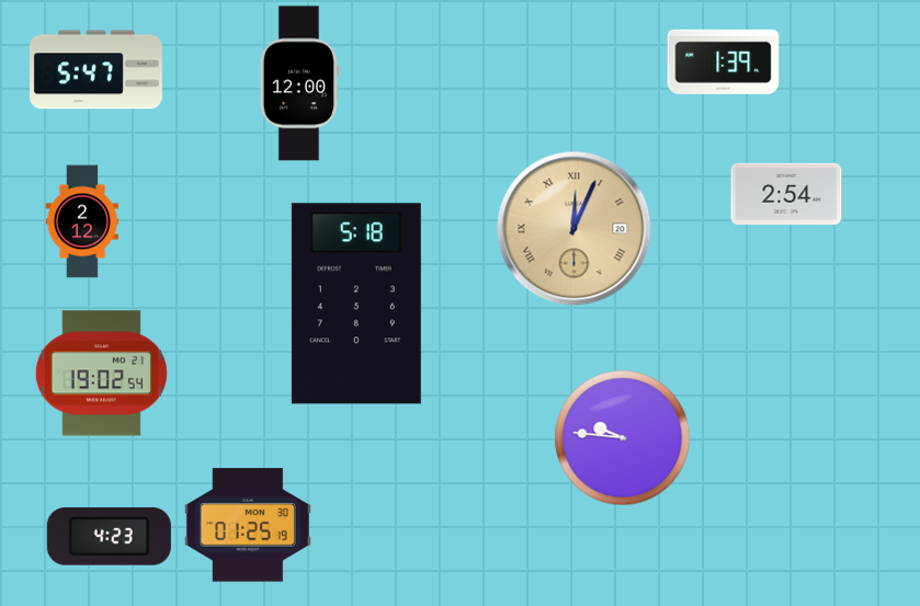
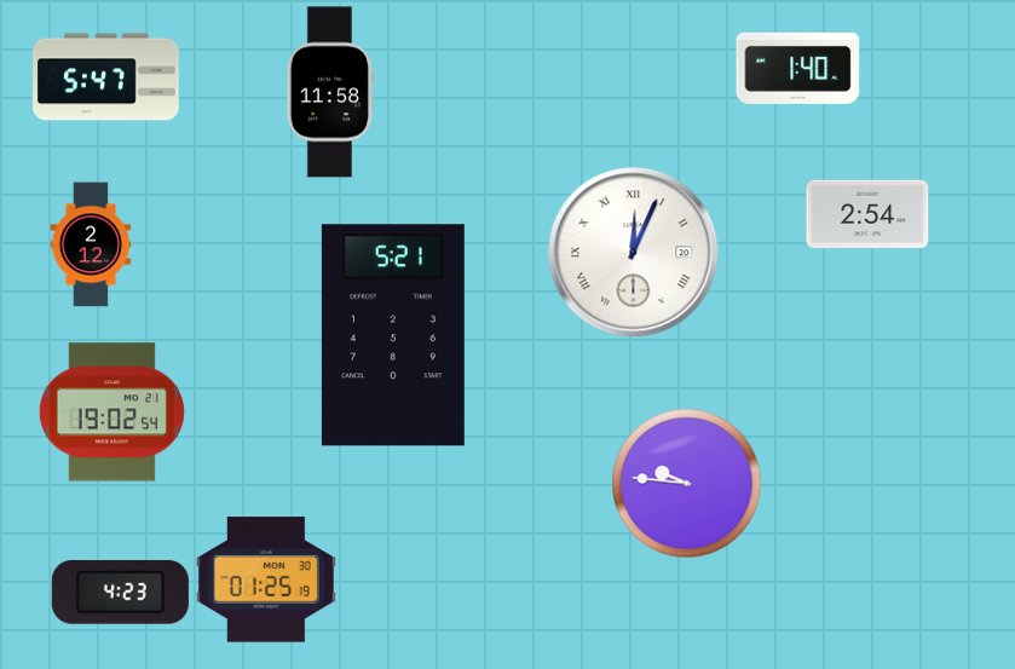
clock at (724, 61): 1:39 -> 1:40
clock at (299, 83): 12:00 -> 11:58
clock at (575, 229) dial: champagne -> white
clock at (356, 304): 5:18 -> 5:21
clock at (248, 525) position: (248, 525) -> (266, 579)
